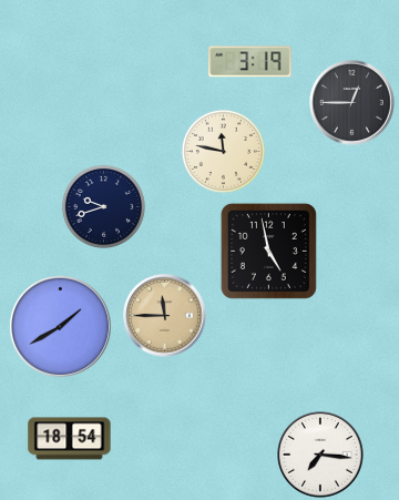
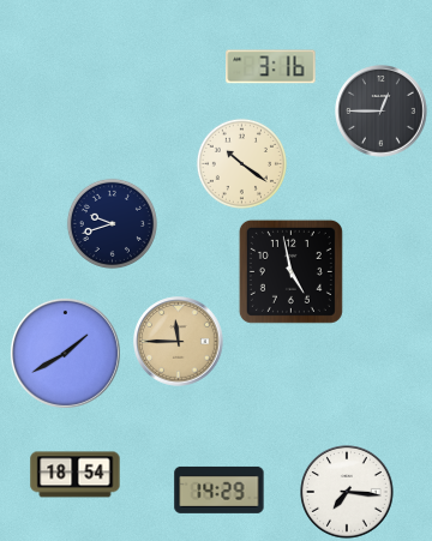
clock at (250, 62): 3:19 -> 3:16
clock at (223, 151): 11:47 -> 10:21
clock at (220, 489): none -> 14:29
